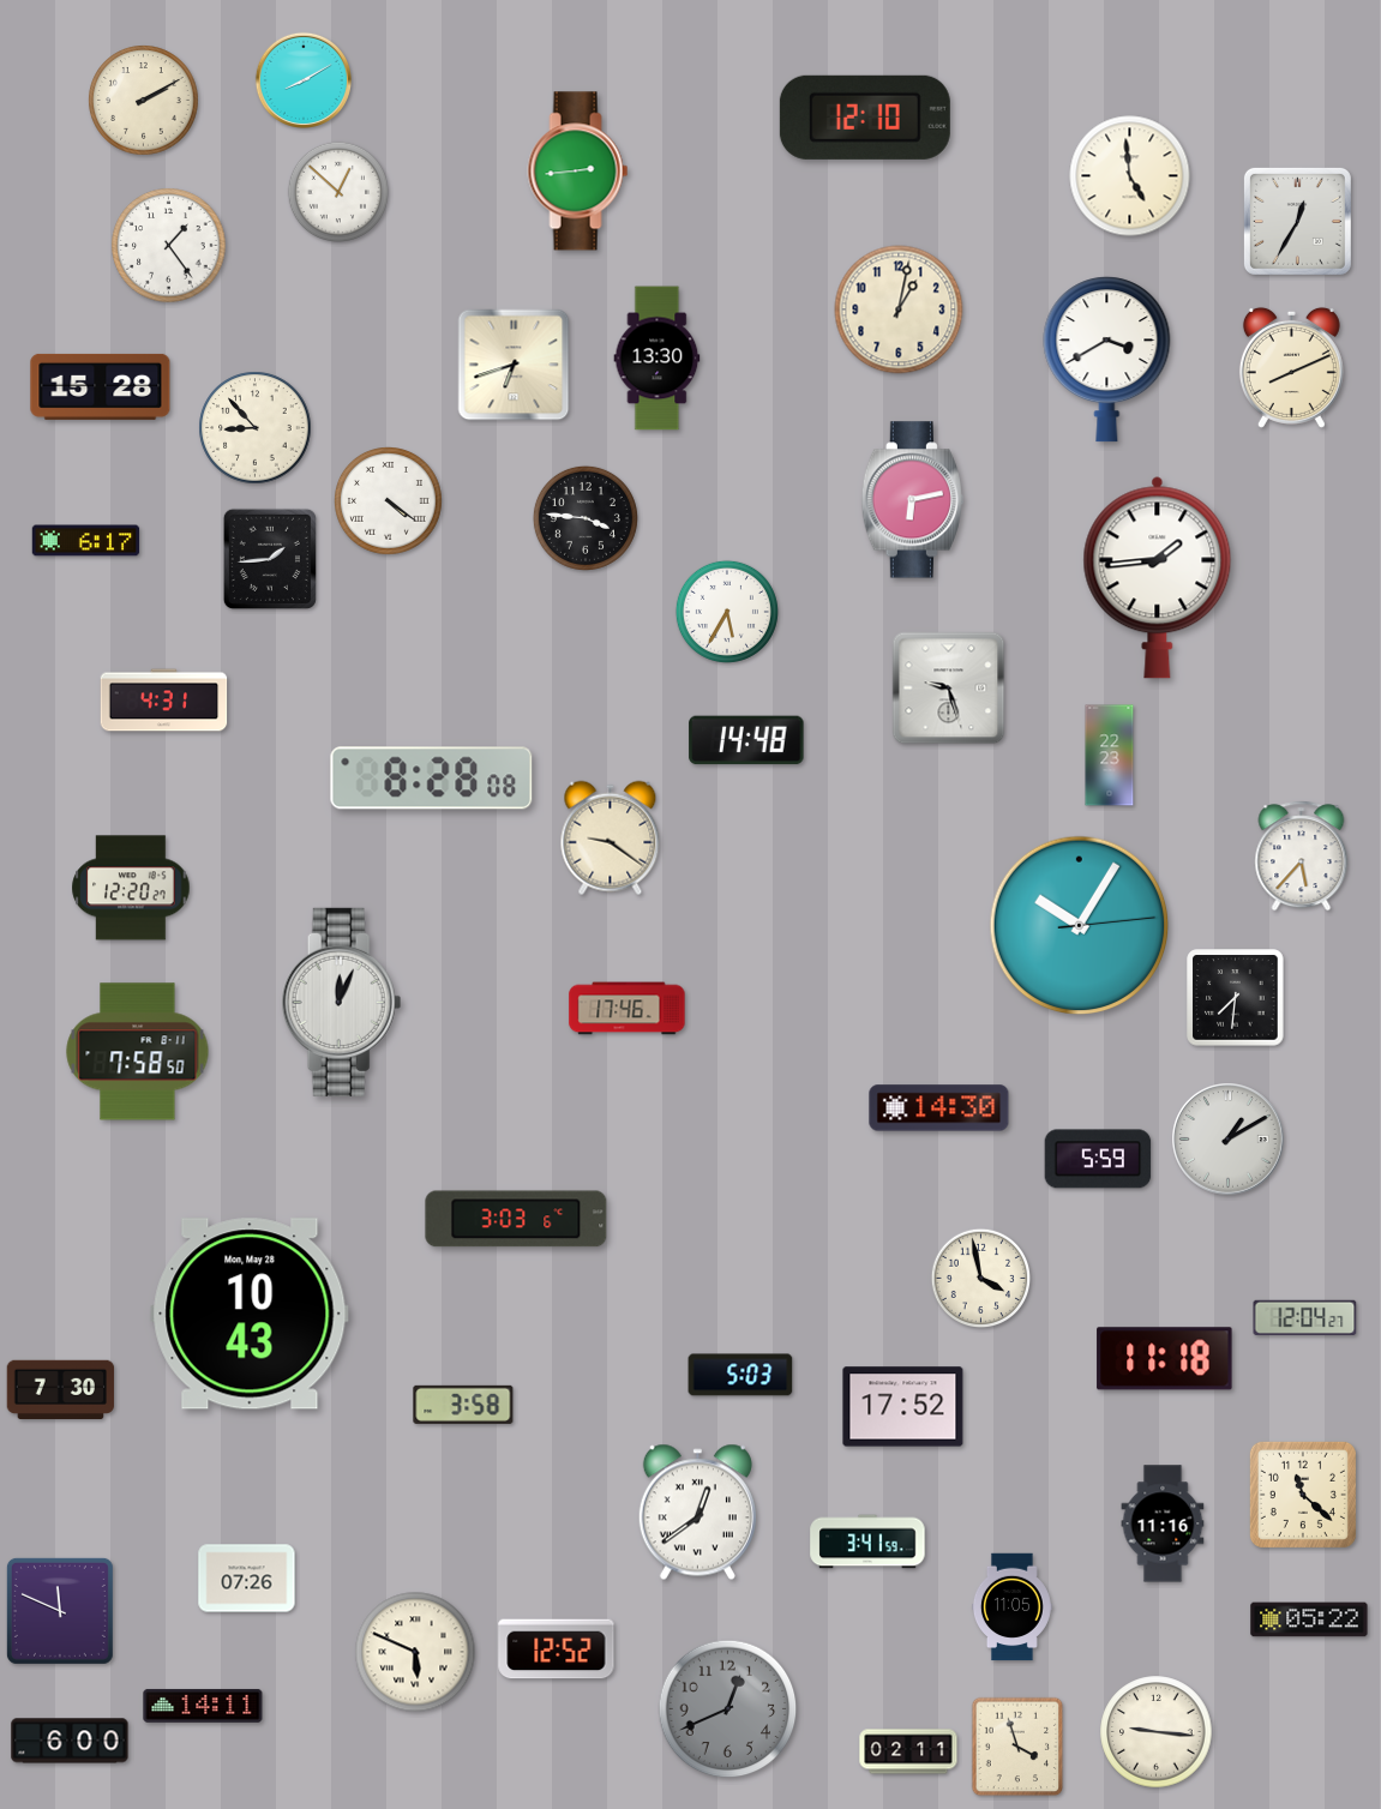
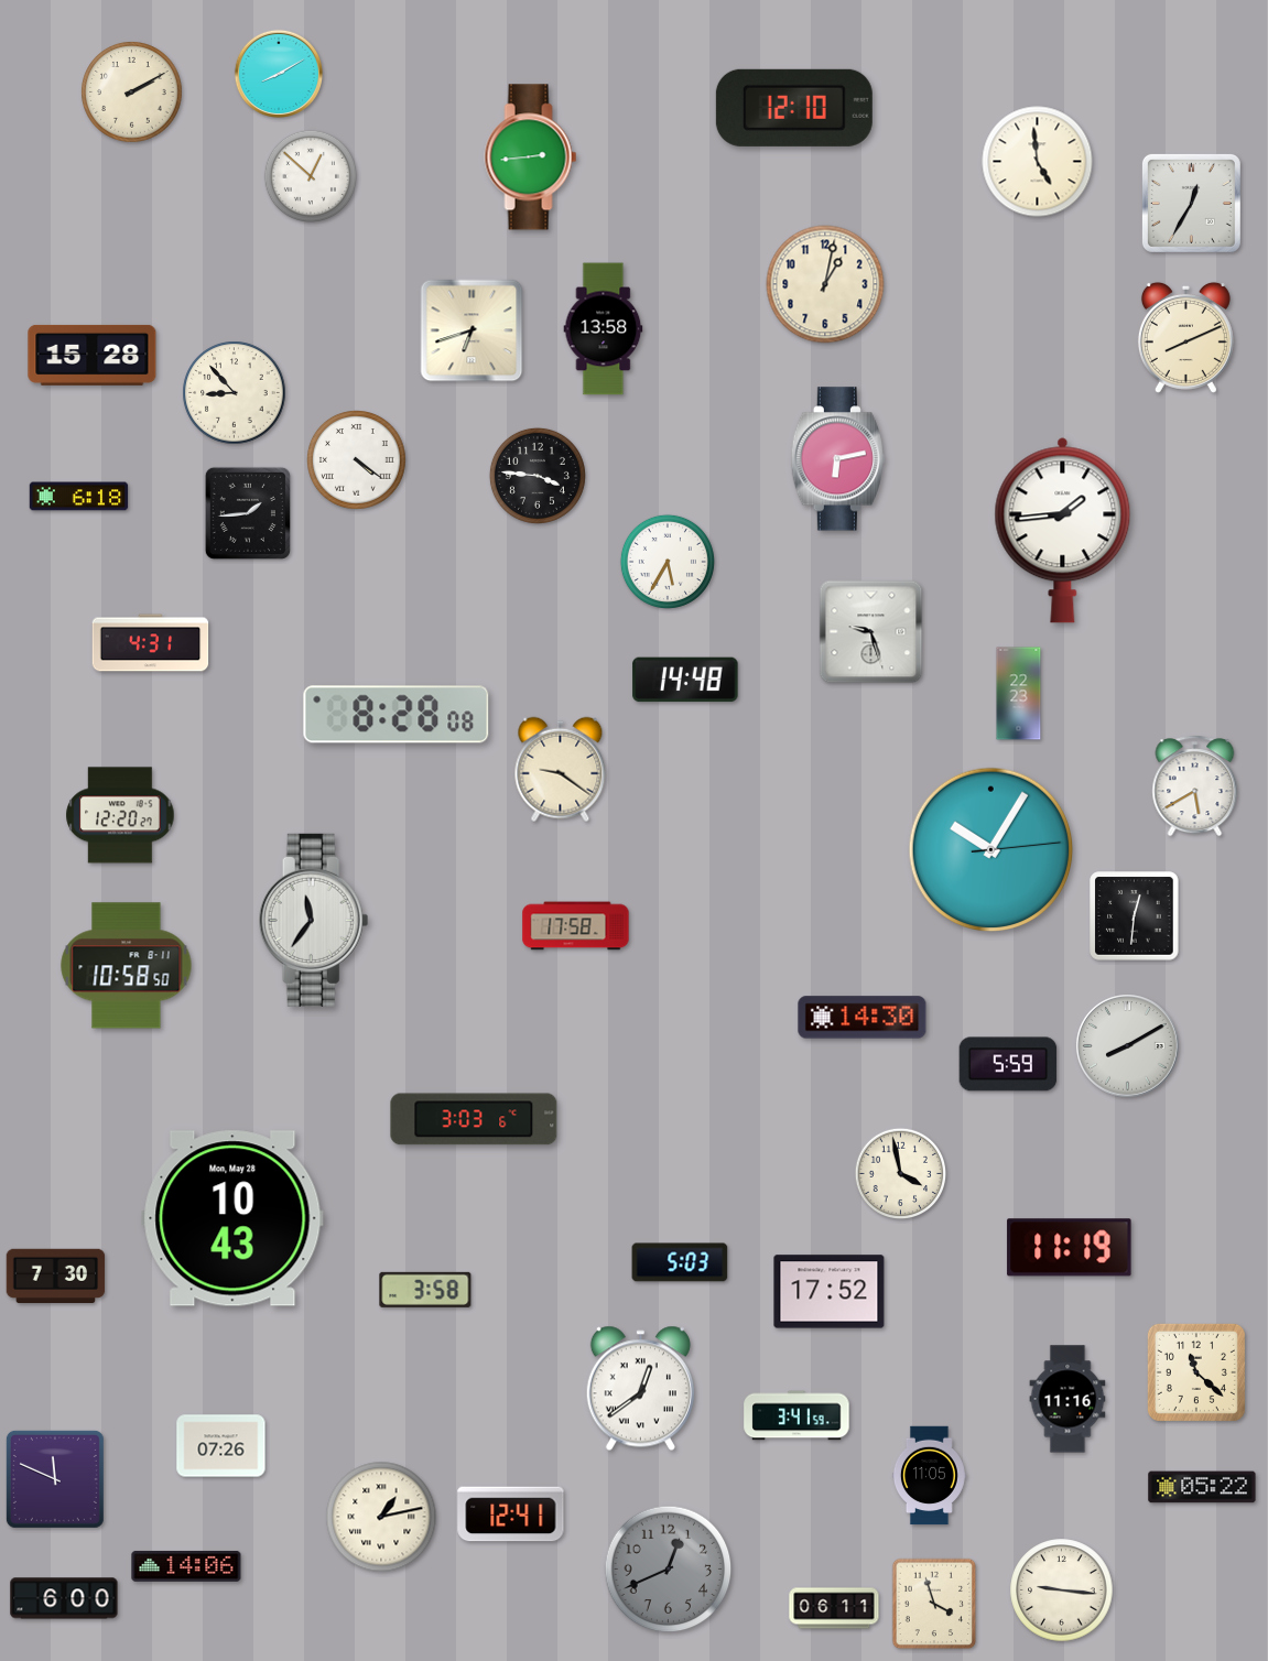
clock at (169, 246): 1:24 -> none
clock at (658, 359): 13:30 -> 13:58
clock at (1107, 360): 3:40 -> none
clock at (514, 365) position: (514, 365) -> (472, 330)
clock at (86, 541): 6:17 -> 6:18
clock at (1302, 857): 5:37 -> 5:40
clock at (1236, 998): 7:31 -> 12:31
clock at (342, 1002): 12:04 -> 11:36
clock at (628, 1009): 17:46 -> 17:58
clock at (138, 1052): 7:58 -> 10:58
clock at (1229, 1140): 1:10 -> 8:10
clock at (250, 1314) position: (250, 1314) -> (232, 1218)
clock at (1305, 1317): 12:04 -> none
clock at (1165, 1359): 11:18 -> 11:19
clock at (247, 1579) position: (247, 1579) -> (221, 1446)
clock at (557, 1649): 12:52 -> 12:41
clock at (415, 1652): 5:49 -> 1:13
clock at (203, 1706): 14:11 -> 14:06
clock at (908, 1751): 02:11 -> 06:11
